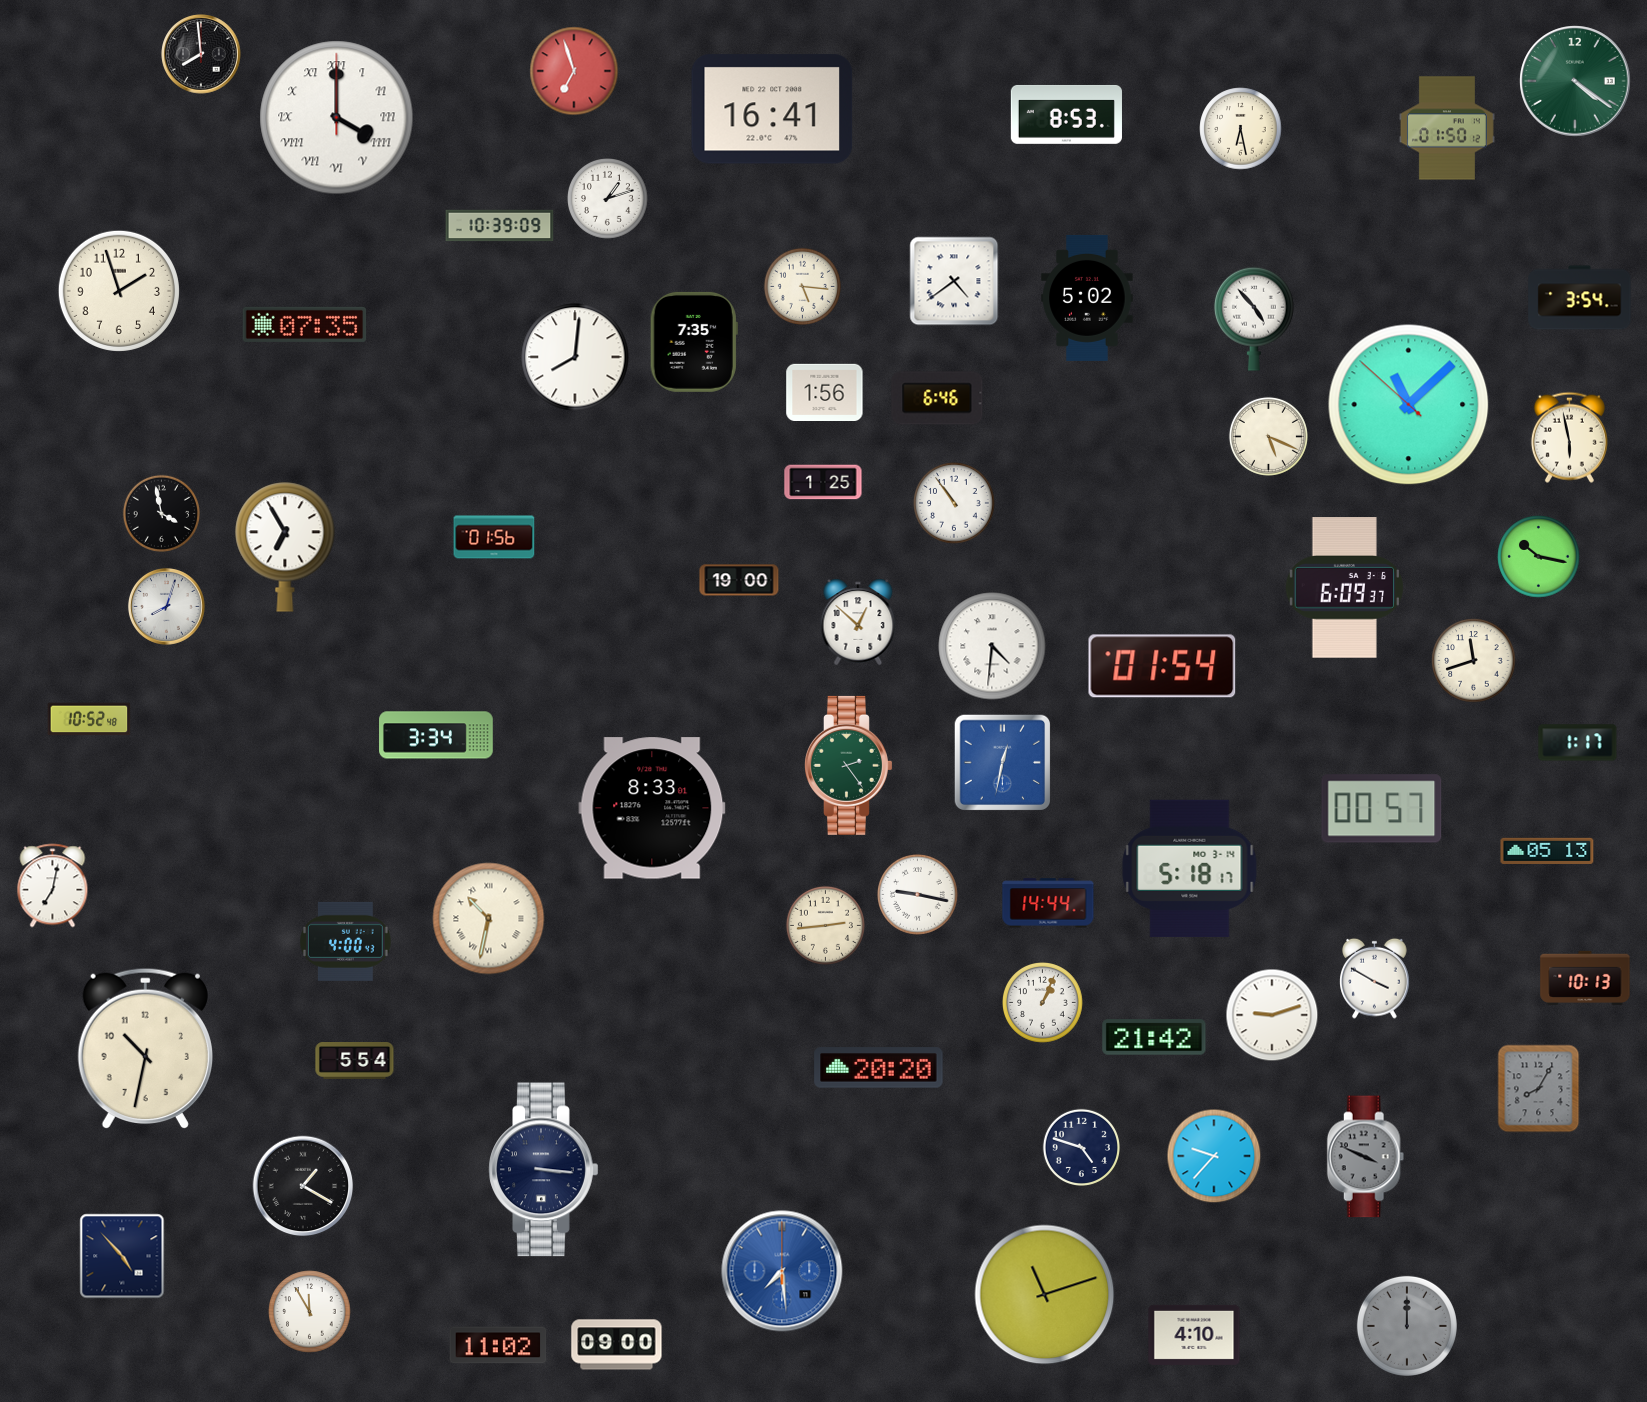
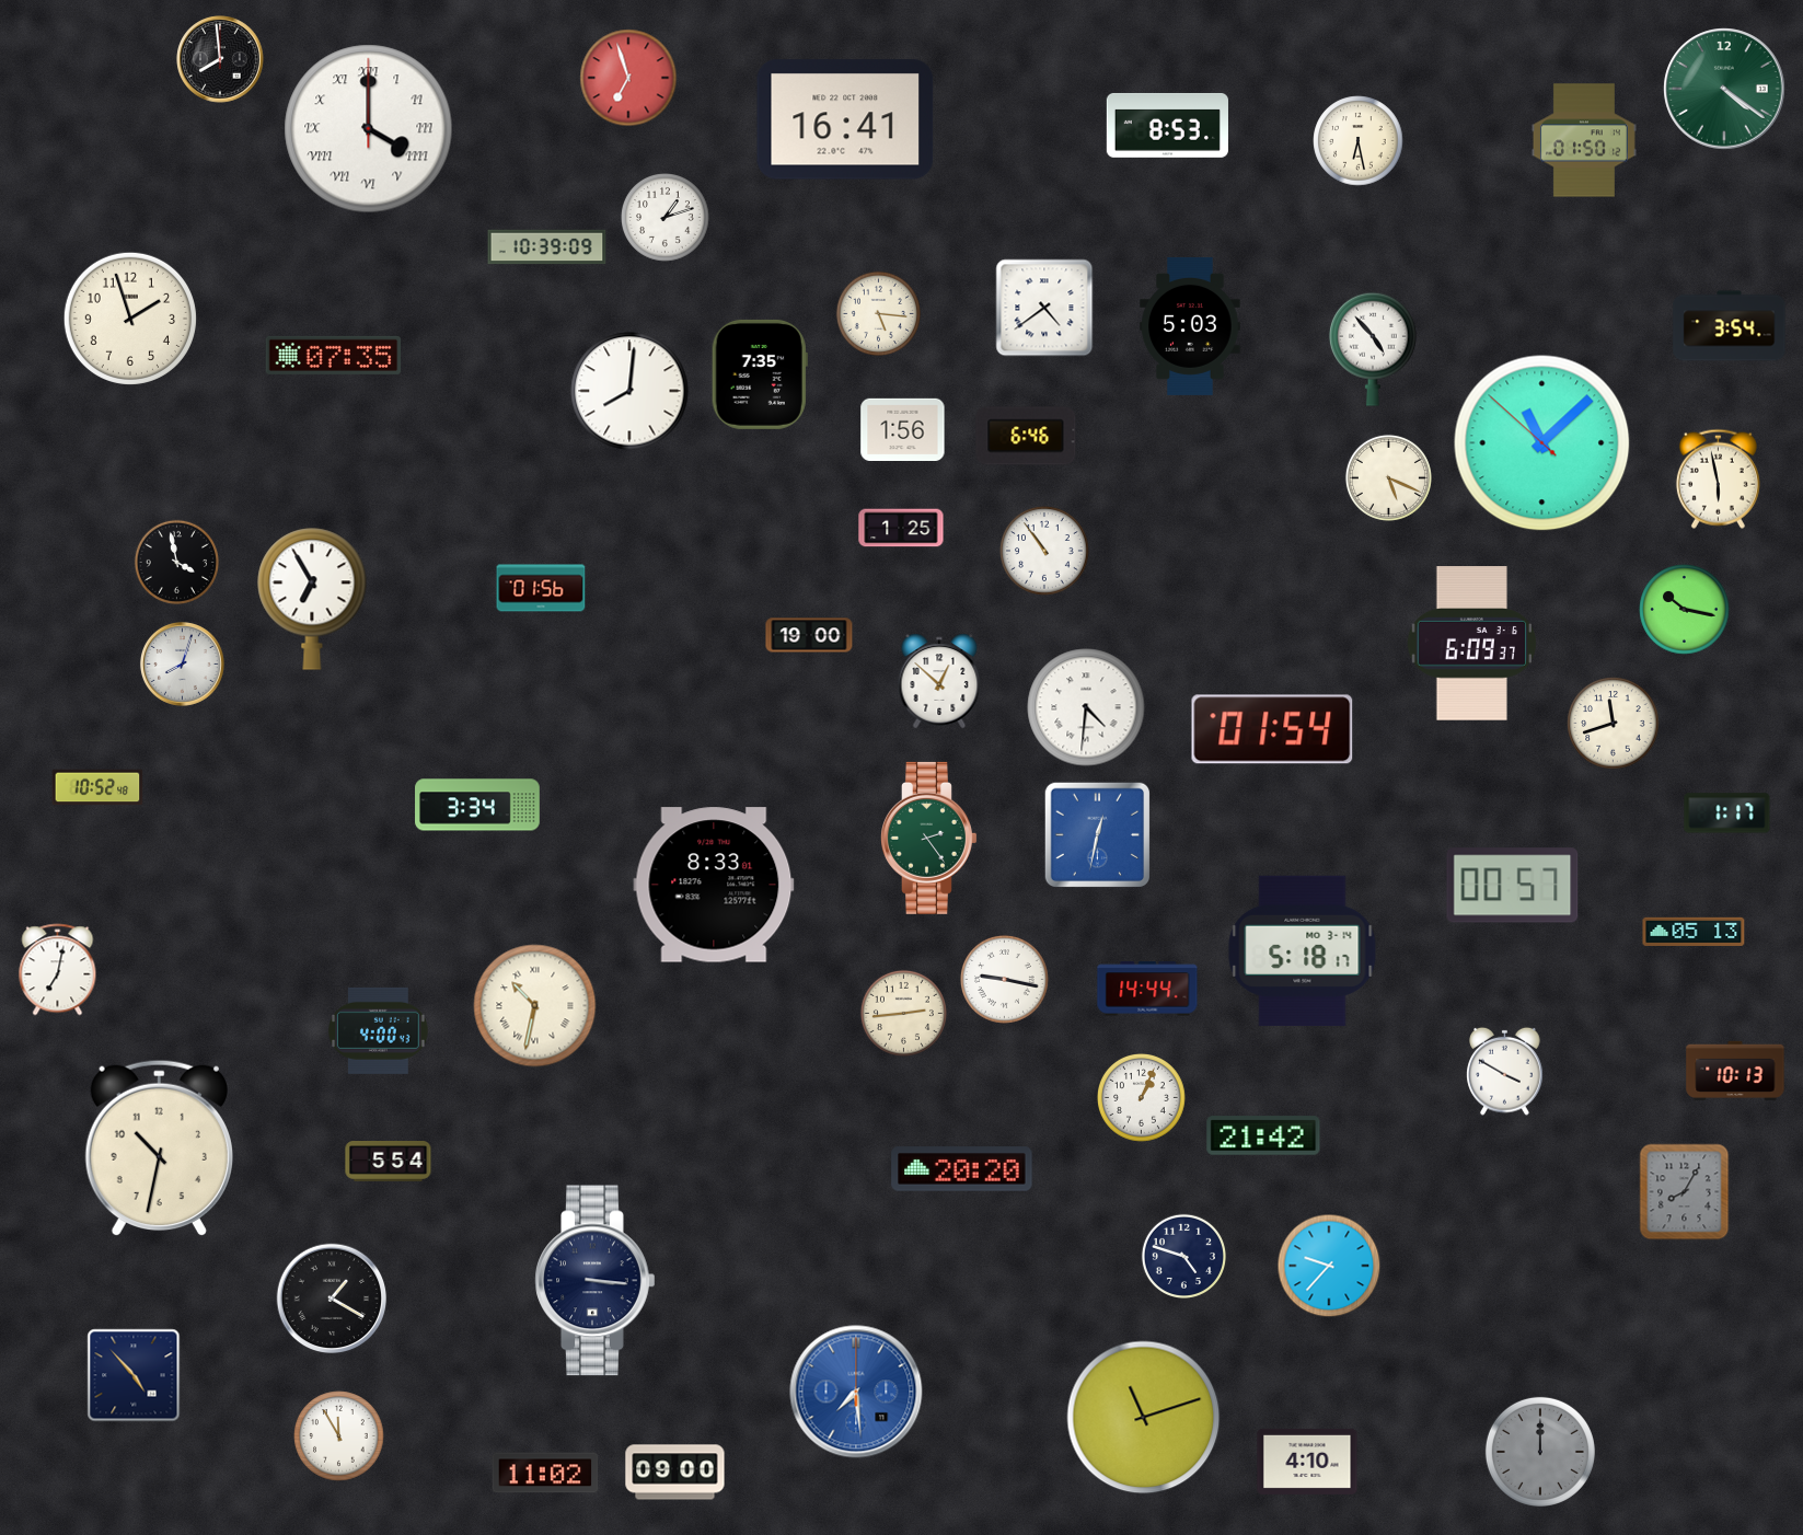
clock at (1087, 298): 5:02 -> 5:03
clock at (1272, 1015): 9:12 -> none
clock at (1366, 1157): 3:49 -> none
